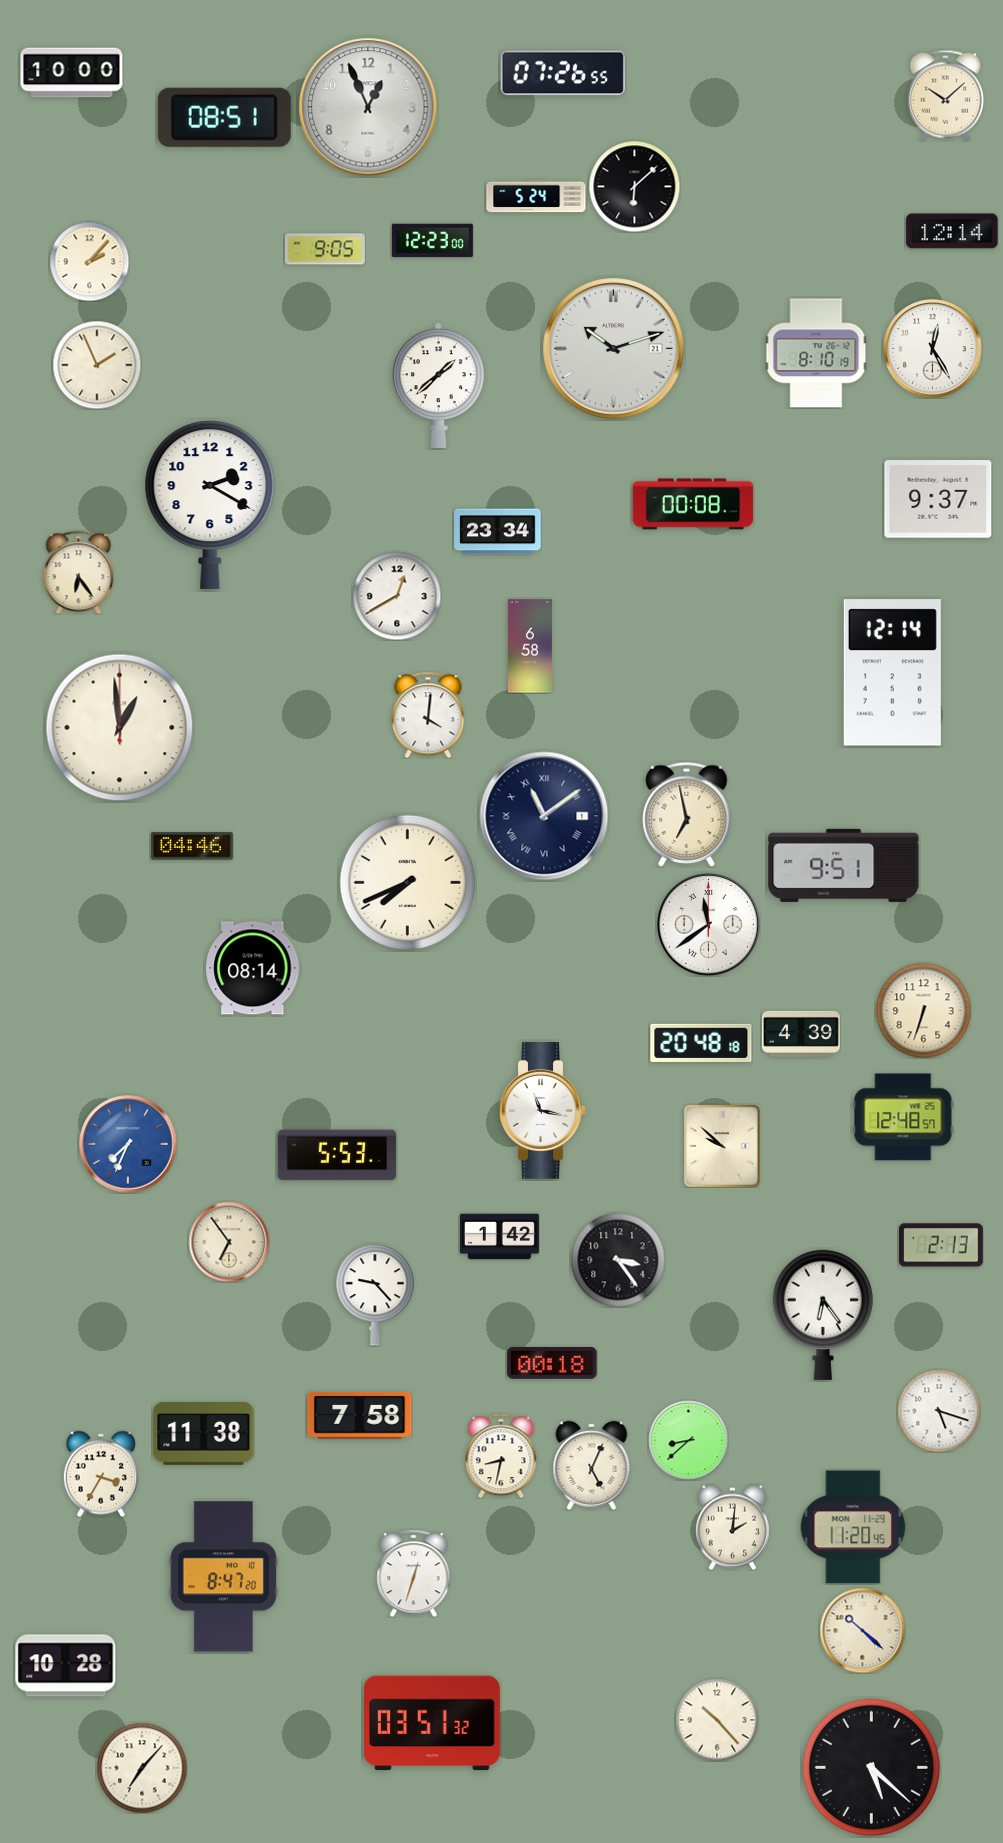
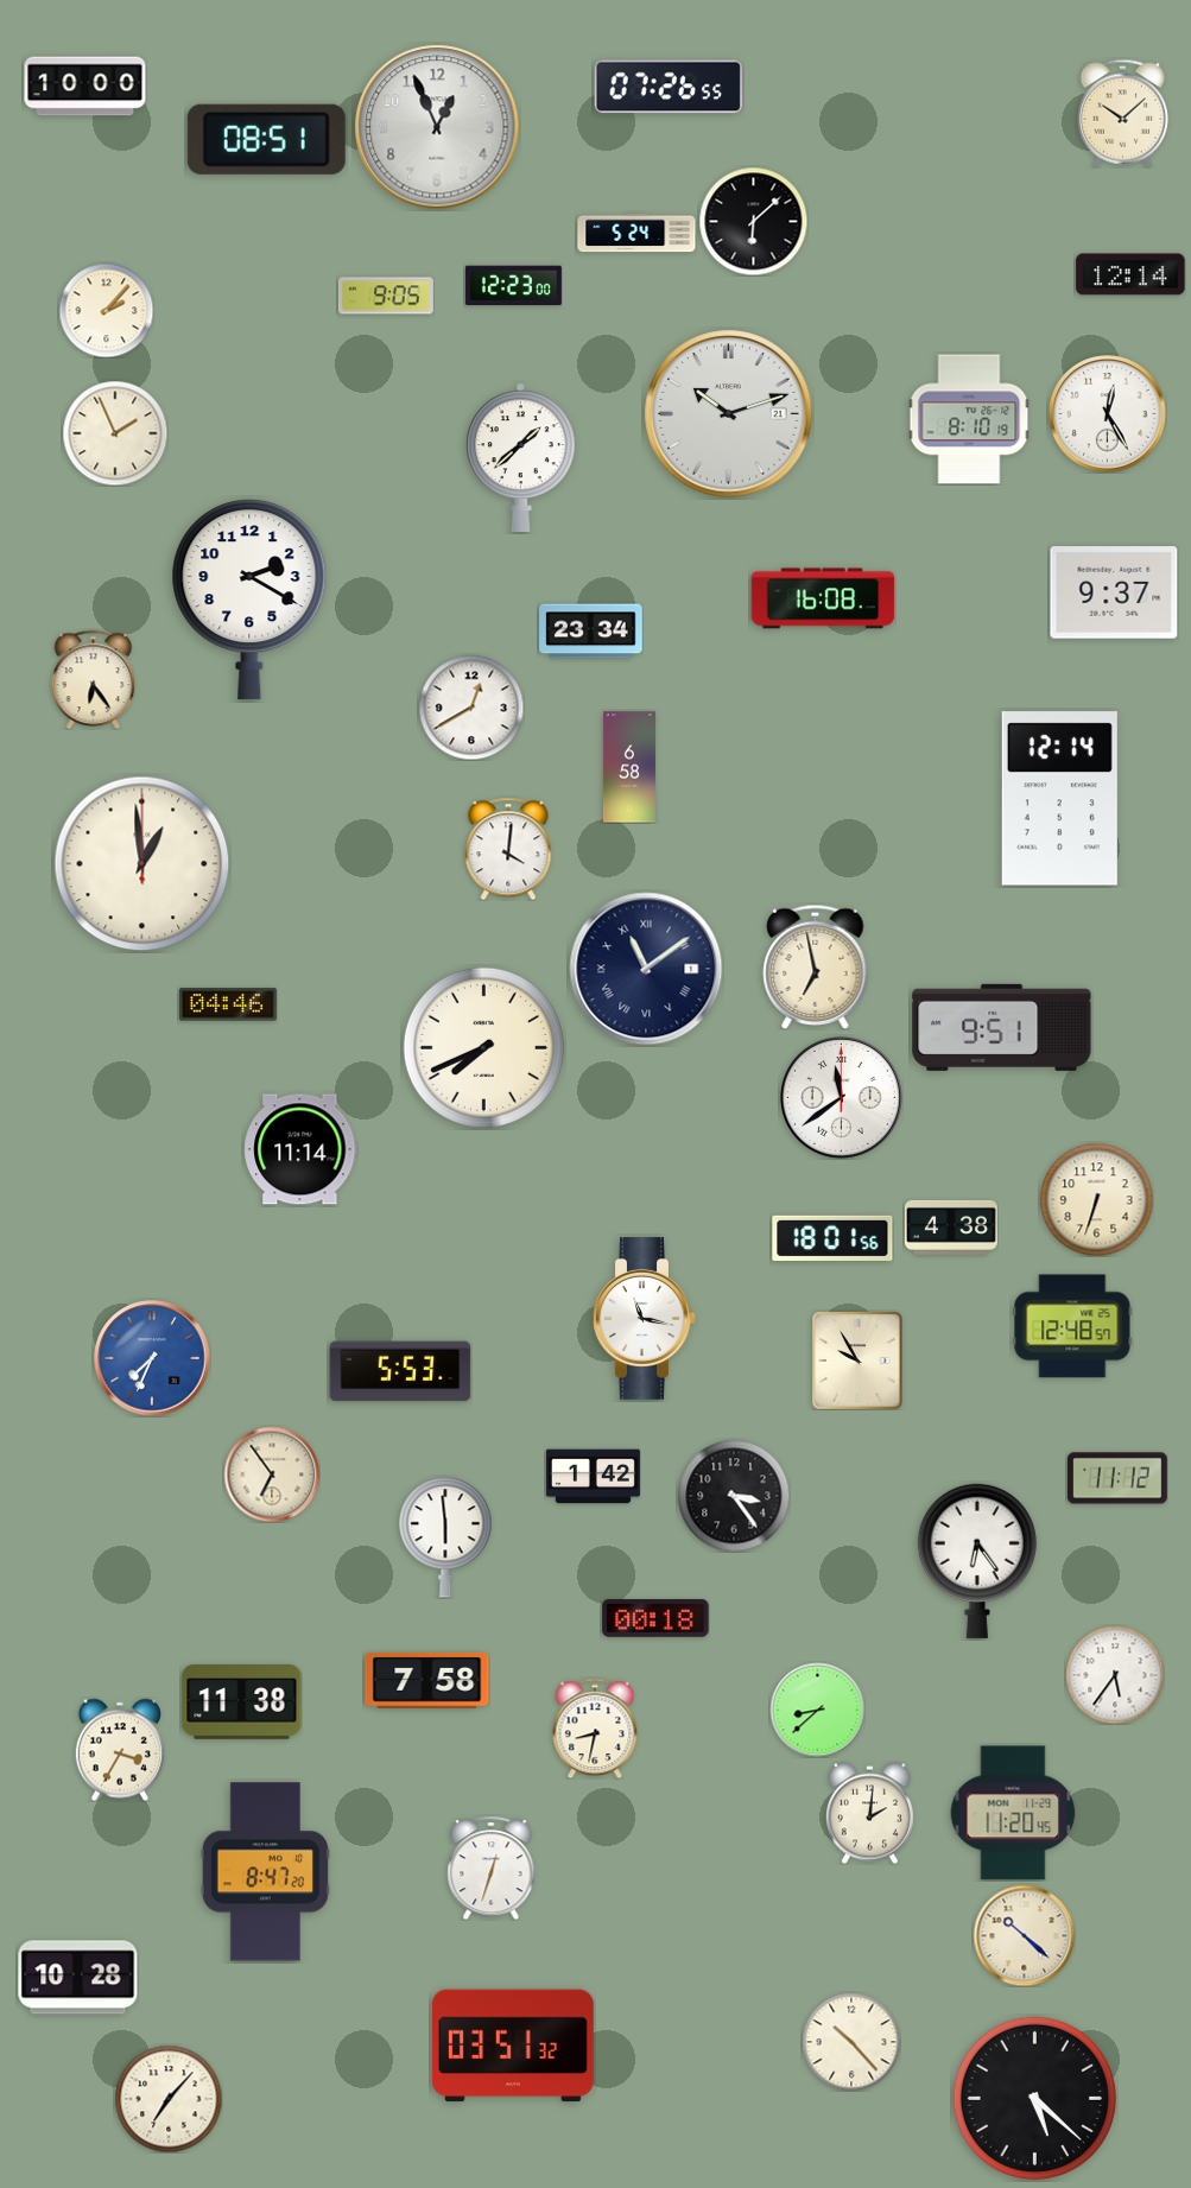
clock at (693, 504): 00:08 -> 16:08
clock at (253, 968): 08:14 -> 11:14
clock at (801, 1034): 4:39 -> 4:38
clock at (701, 1043): 20:48 -> 18:01
clock at (723, 1146): 9:52 -> 9:55
clock at (499, 1237) position: (499, 1237) -> (593, 1477)
clock at (942, 1245): 2:13 -> 11:12
clock at (375, 1295): 9:23 -> 5:59
clock at (939, 1411): 5:18 -> 5:36
clock at (592, 1465): 5:04 -> none
